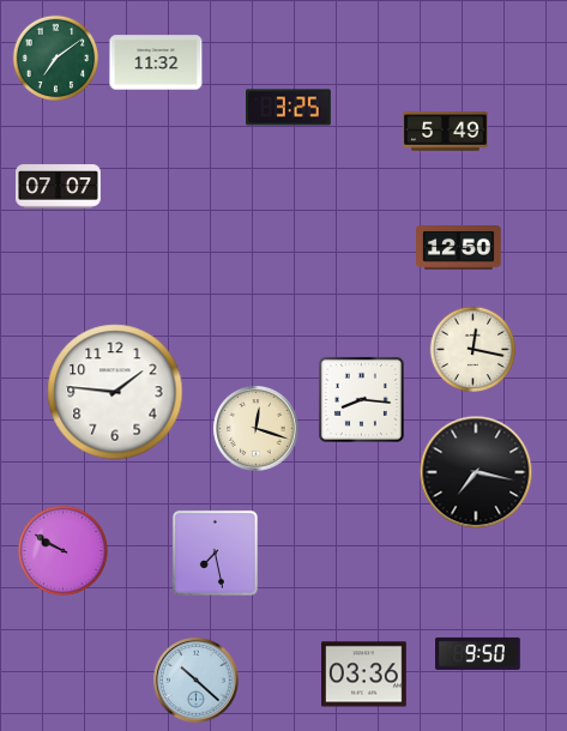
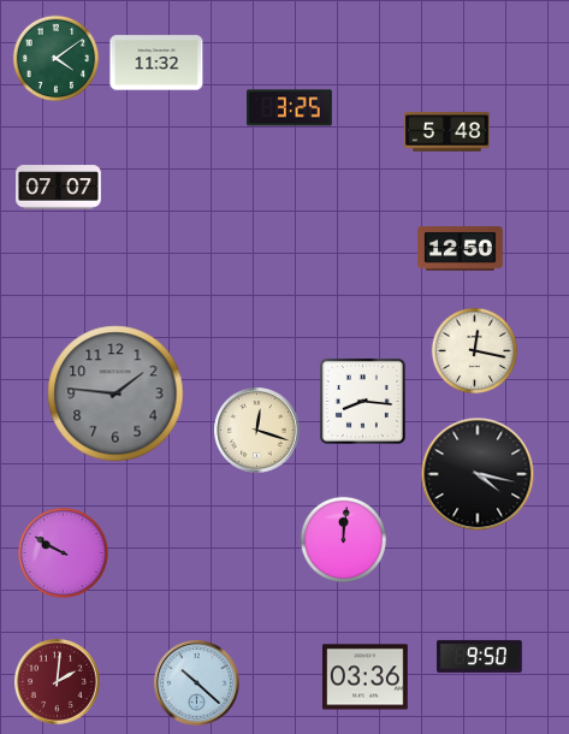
clock at (56, 59): 7:09 -> 4:09
clock at (446, 132): 5:49 -> 5:48
clock at (115, 392) dial: white -> grey
clock at (476, 472): 7:17 -> 4:17
clock at (344, 540): none -> 12:01
clock at (215, 552): 7:28 -> none
clock at (58, 682): none -> 2:01
